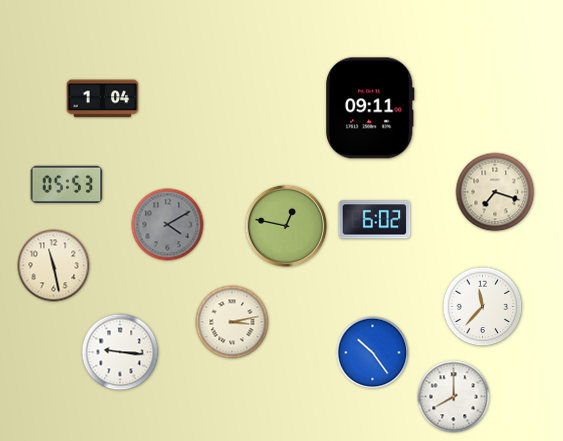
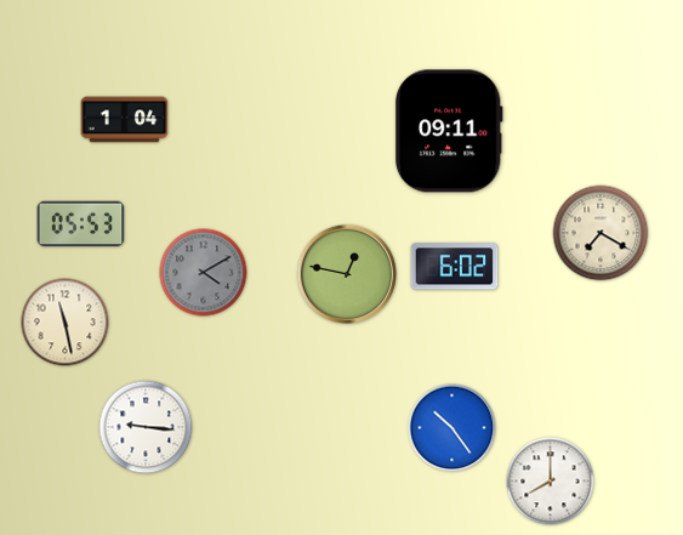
clock at (495, 192): 7:18 -> 7:20
clock at (483, 307): 11:37 -> none
clock at (232, 322): 3:13 -> none
